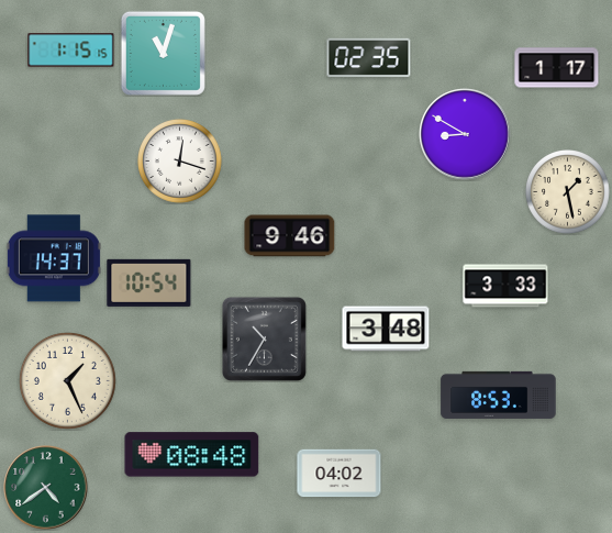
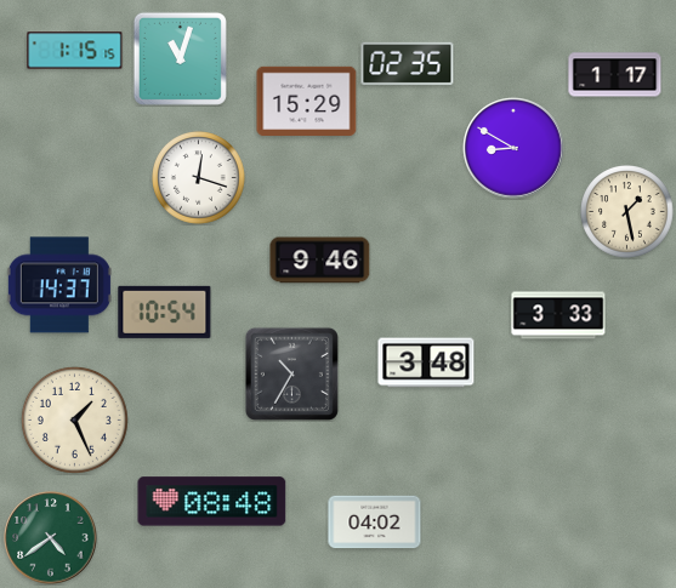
clock at (71, 51) position: (71, 51) -> (75, 51)
clock at (307, 102): none -> 15:29
clock at (499, 395): 8:53 -> none
